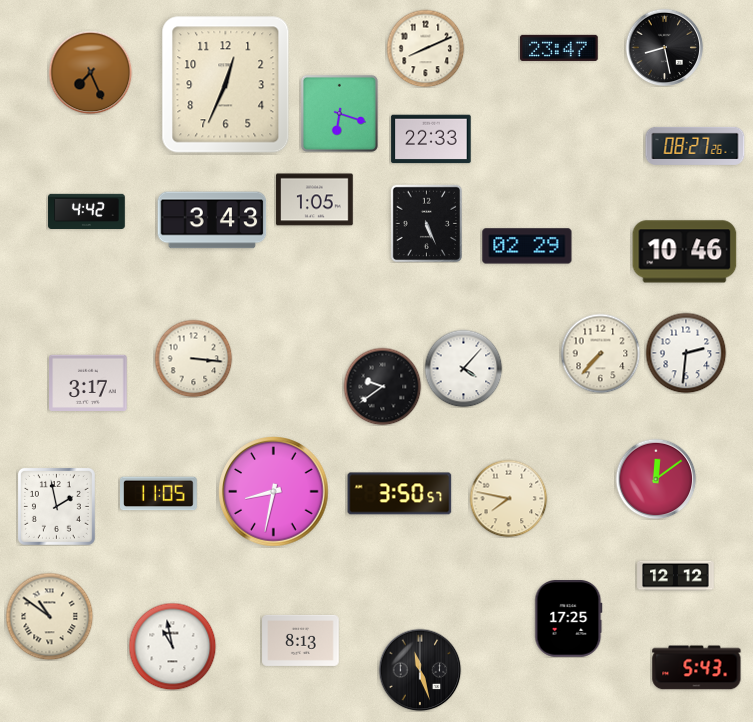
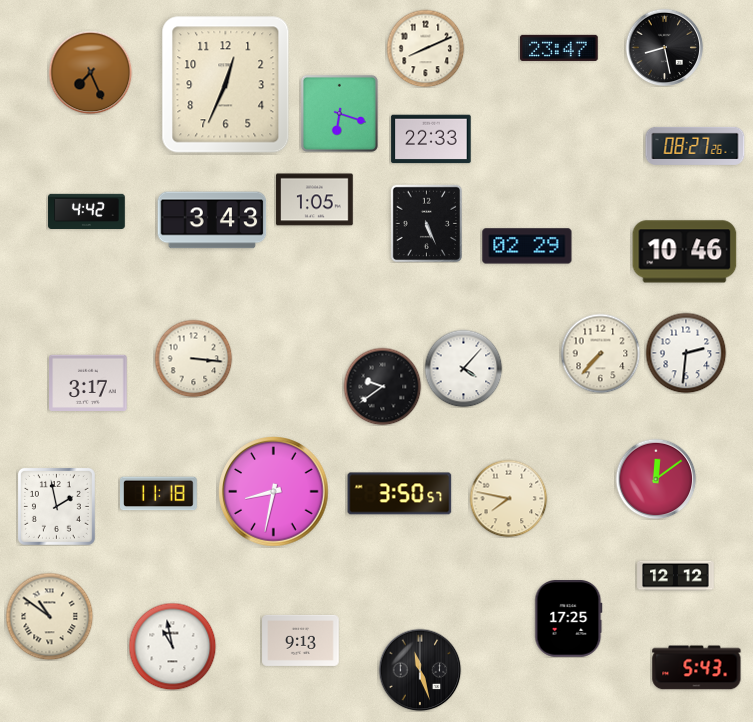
clock at (159, 494): 11:05 -> 11:18
clock at (301, 640): 8:13 -> 9:13
